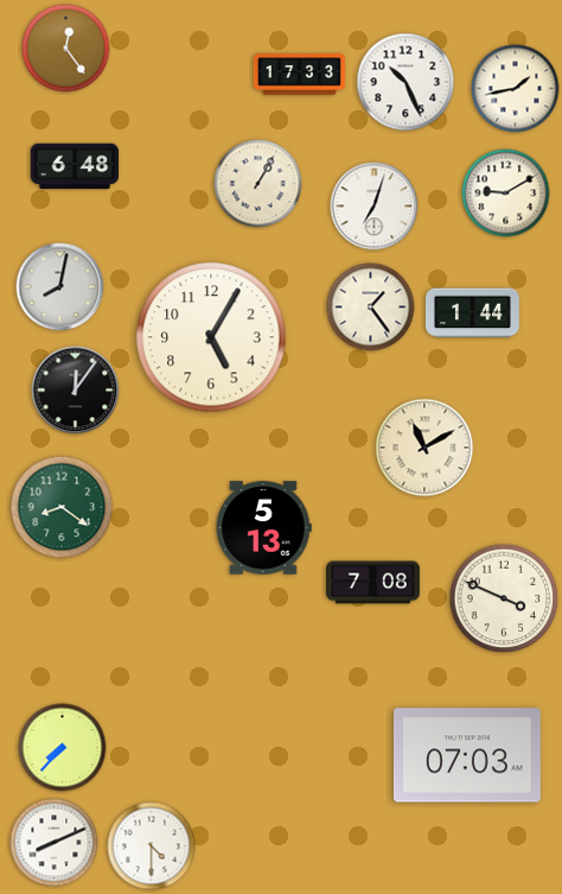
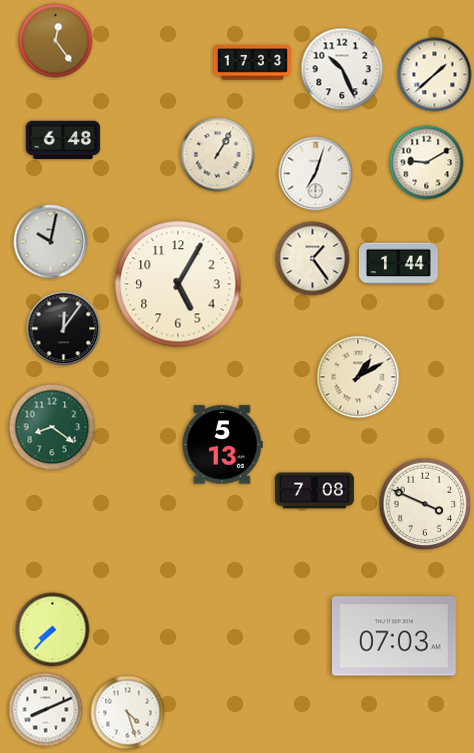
clock at (516, 89): 1:43 -> 1:38
clock at (60, 287): 8:02 -> 10:02
clock at (424, 448): 11:10 -> 1:10
clock at (152, 847): 4:30 -> 4:27
